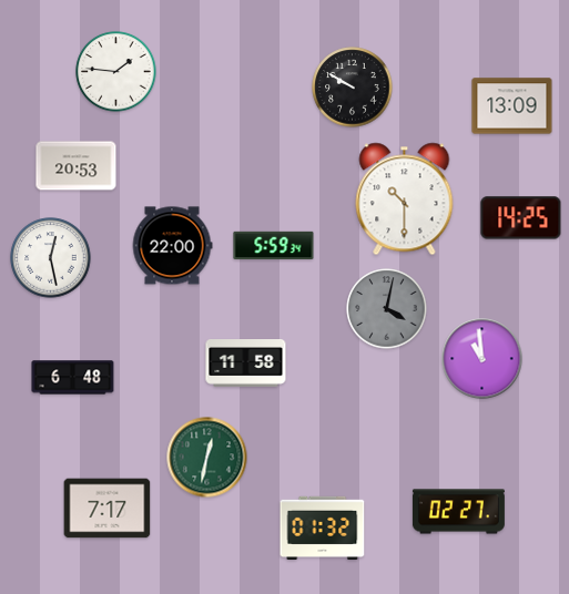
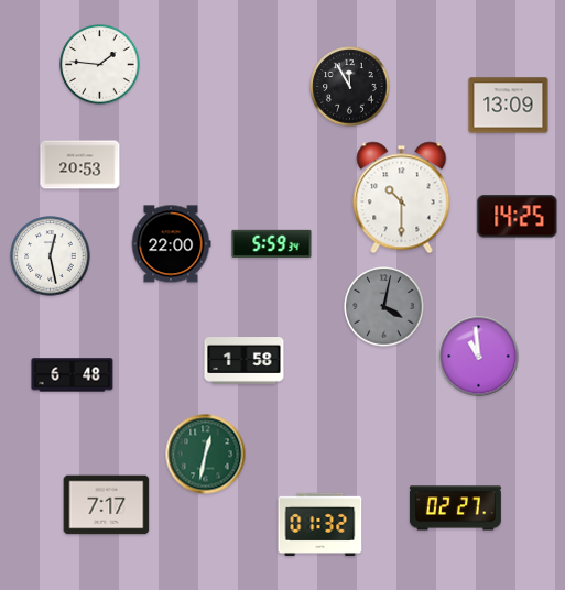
clock at (116, 72) position: (116, 72) -> (100, 65)
clock at (353, 88): 9:50 -> 11:55
clock at (77, 166) position: (77, 166) -> (80, 165)
clock at (246, 363): 11:58 -> 1:58
